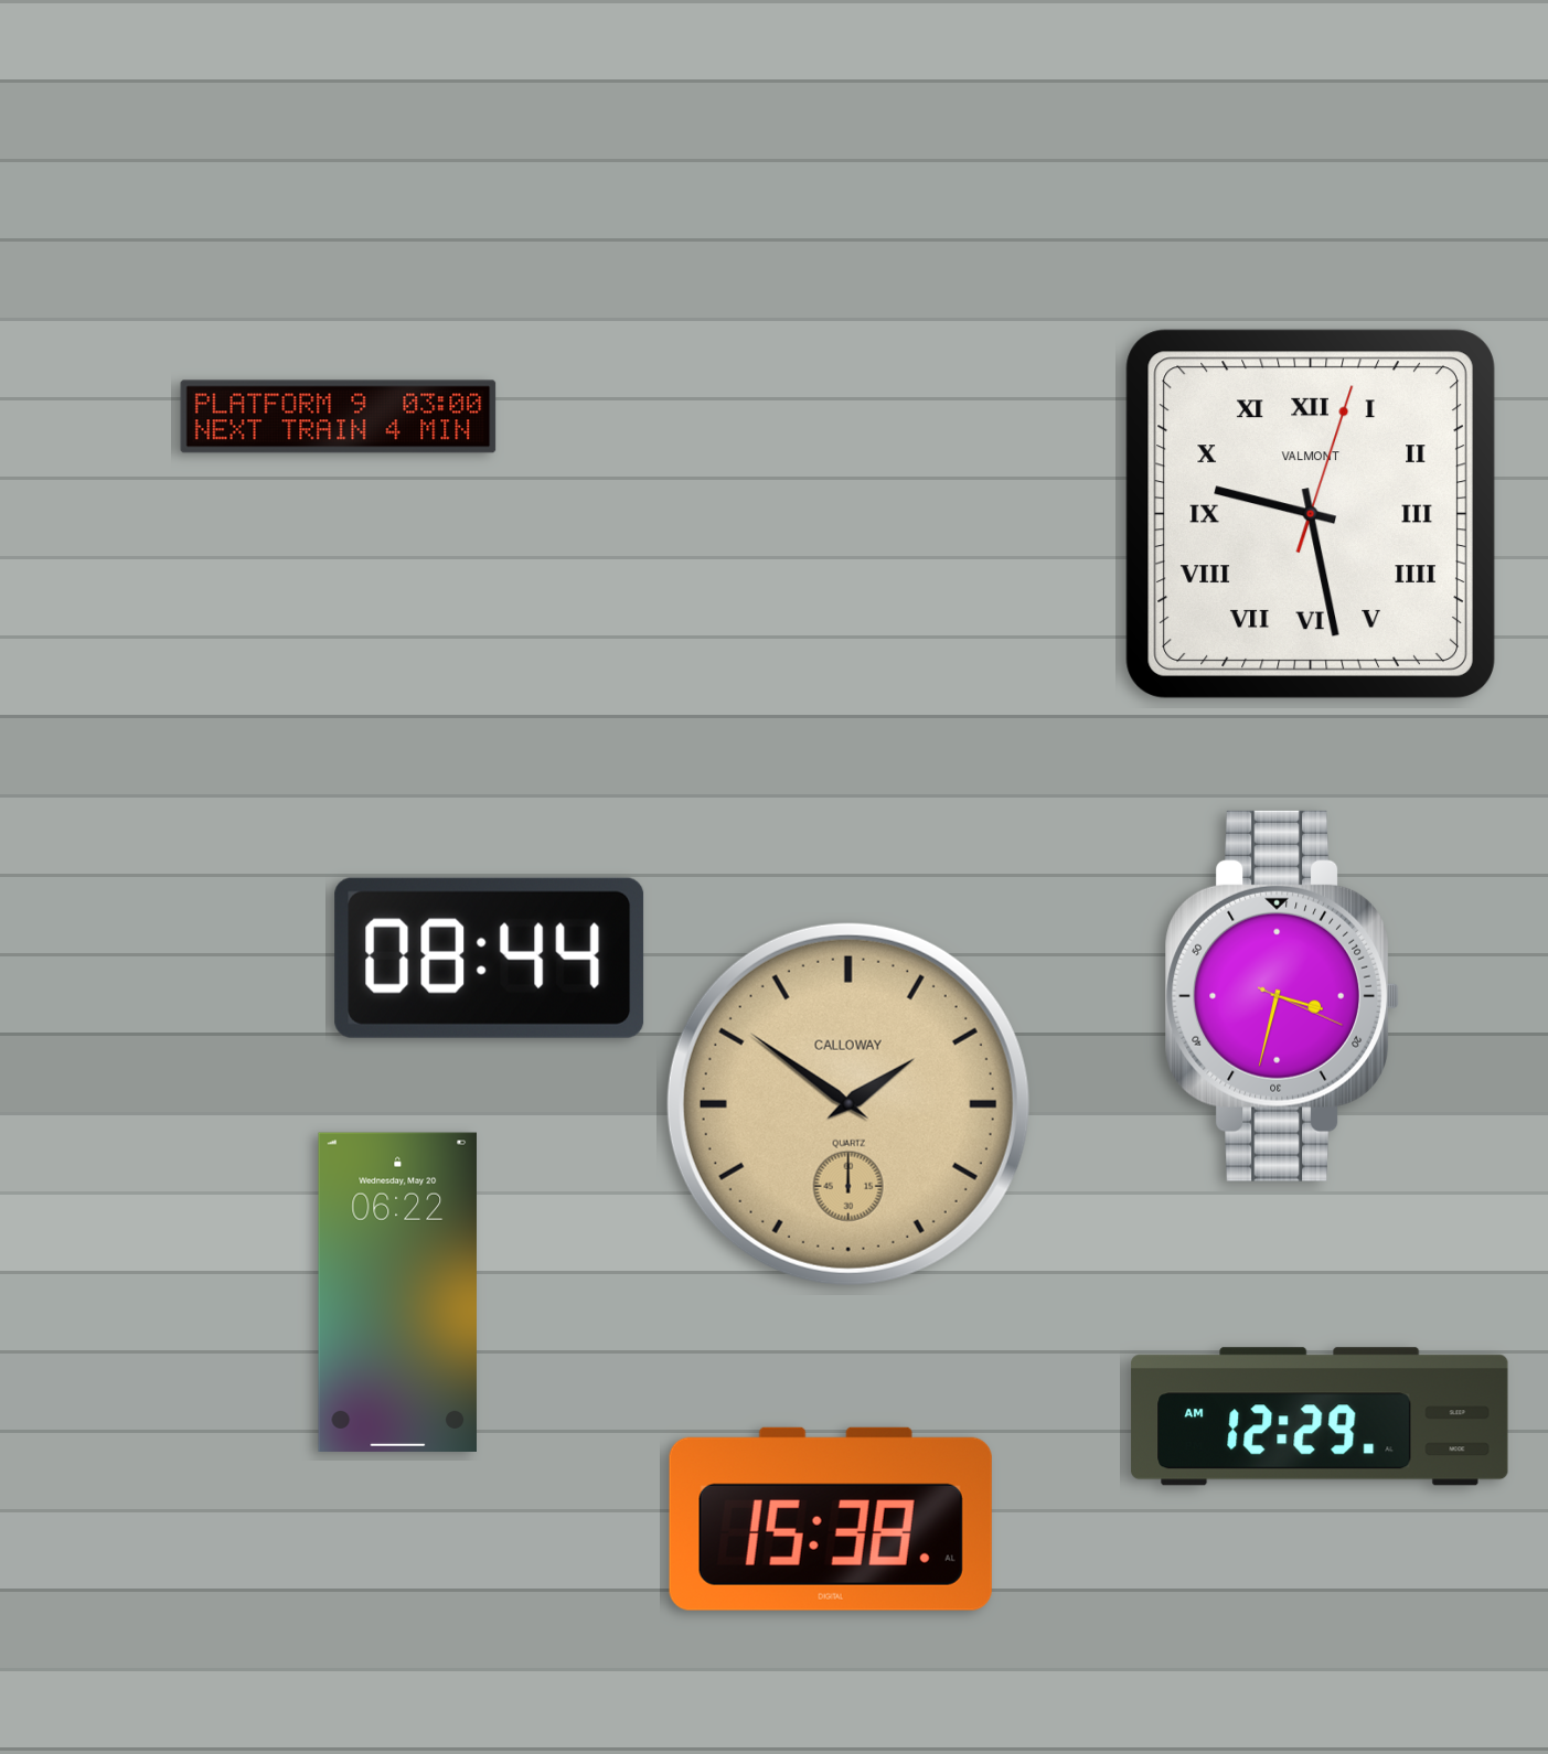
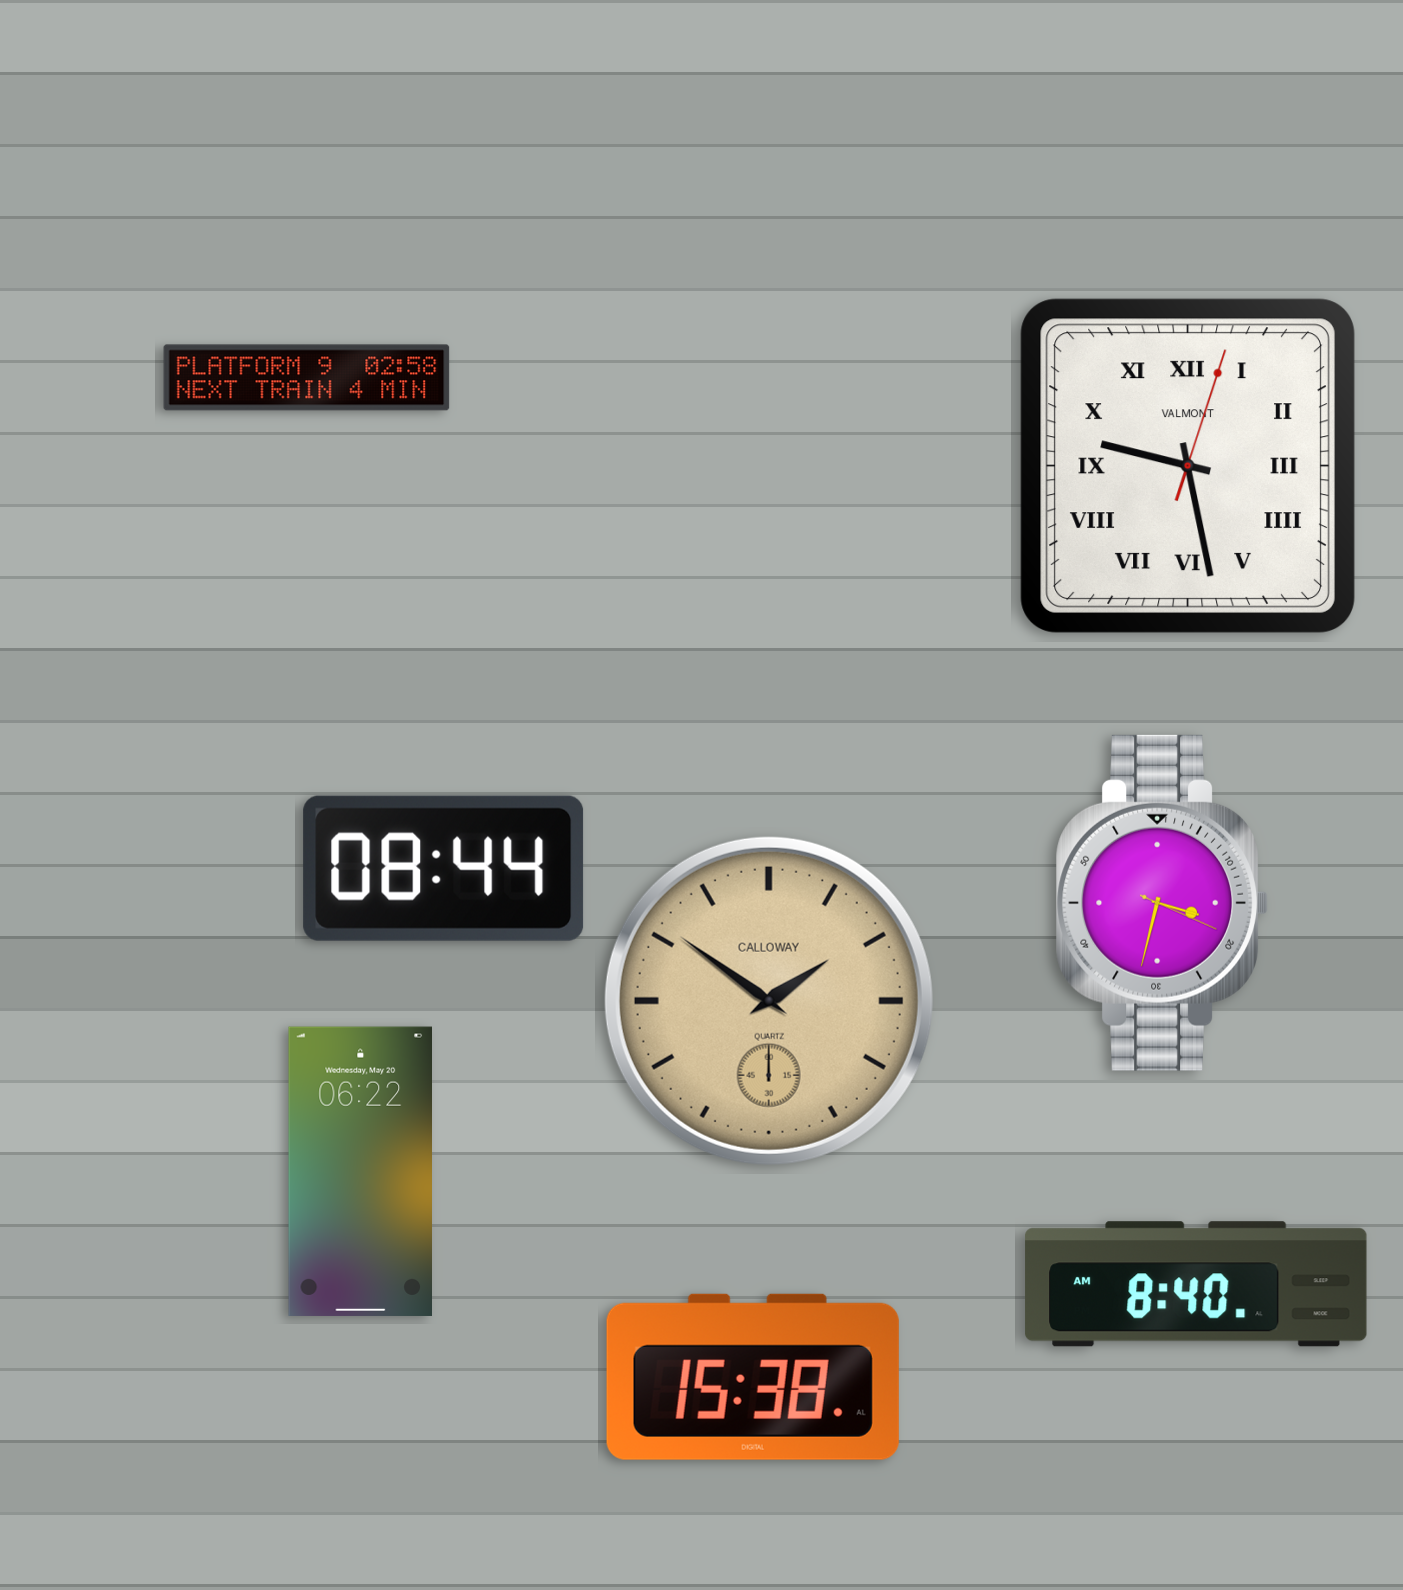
clock at (339, 417): 03:00 -> 02:58
clock at (1320, 1416): 12:29 -> 8:40
